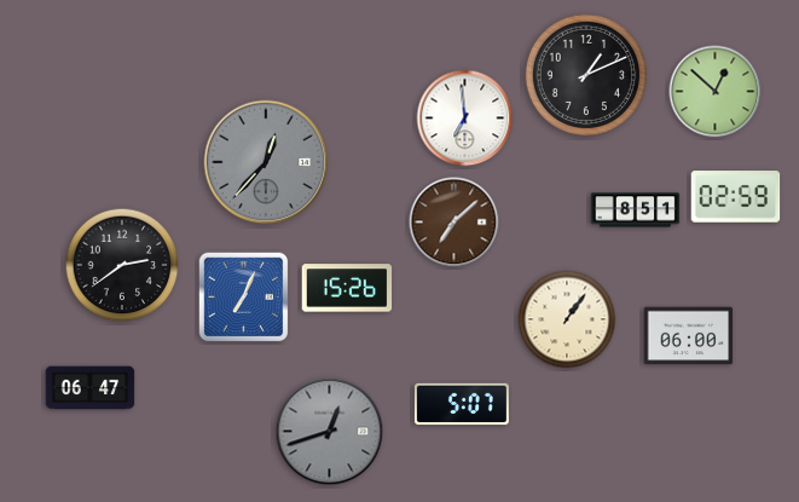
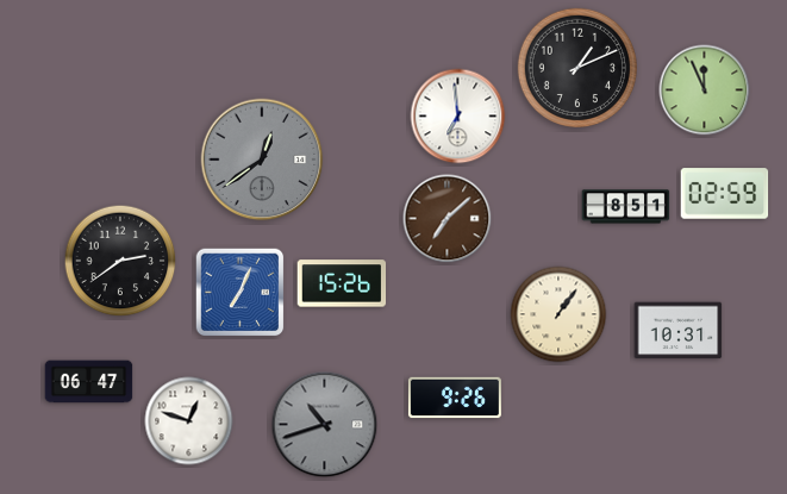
clock at (585, 74) position: (585, 74) -> (576, 67)
clock at (716, 92): 12:52 -> 11:56
clock at (266, 162): 12:37 -> 12:39
clock at (689, 336): 06:00 -> 10:31
clock at (462, 404): 5:07 -> 9:26
clock at (189, 421): none -> 12:48
clock at (330, 432): 12:42 -> 10:42
